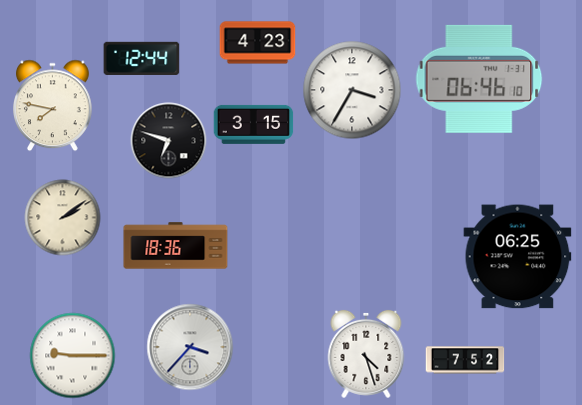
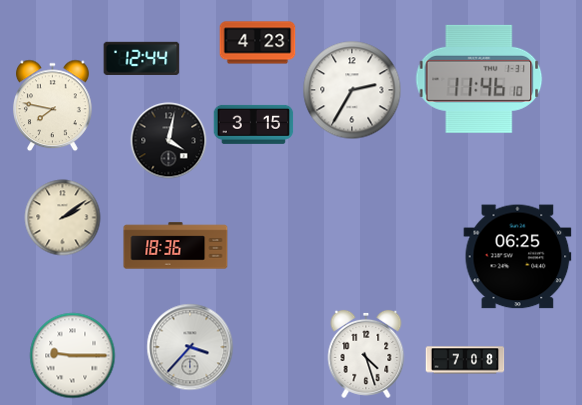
clock at (479, 79): 06:46 -> 11:46
clock at (352, 90): 3:35 -> 2:35
clock at (169, 141): 6:48 -> 4:02
clock at (465, 360): 7:52 -> 7:08
